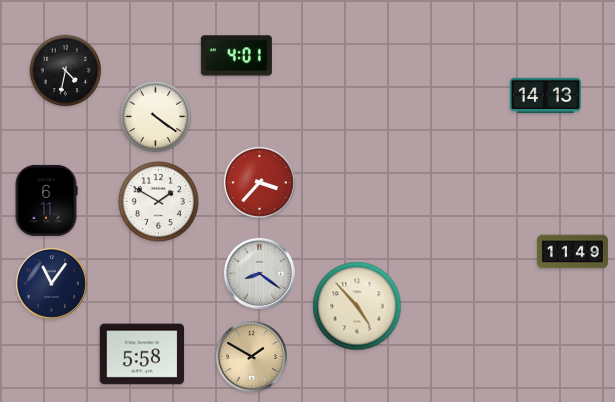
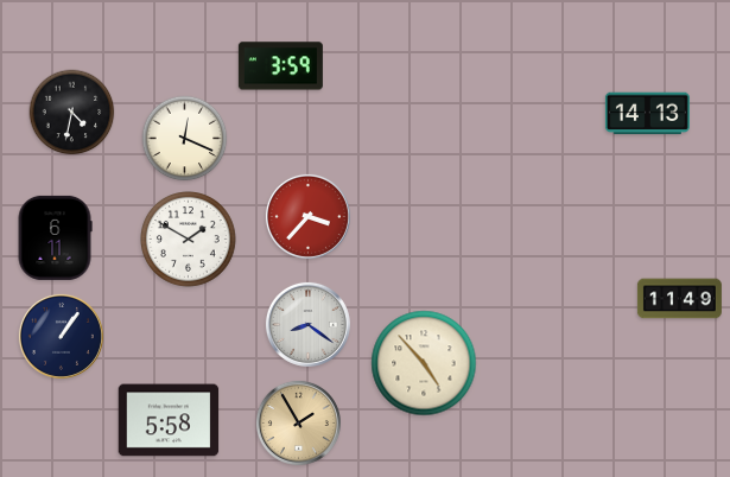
clock at (236, 56): 4:01 -> 3:59
clock at (66, 71) position: (66, 71) -> (72, 113)
clock at (156, 117): 4:21 -> 12:19
clock at (51, 283): 11:06 -> 1:06
clock at (251, 356): 1:50 -> 1:55
